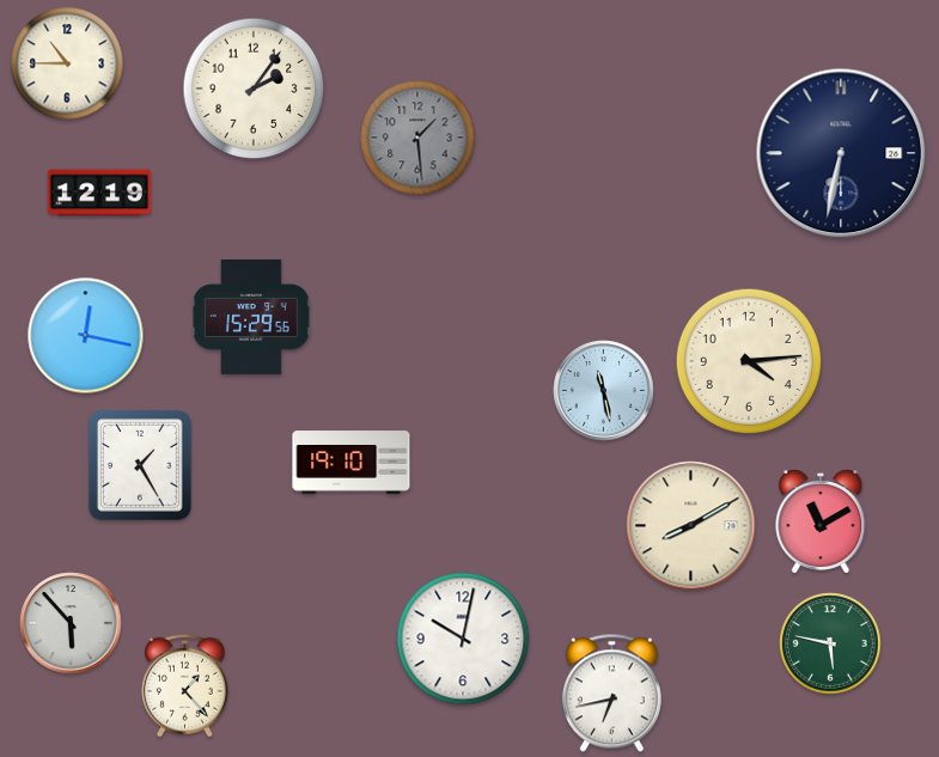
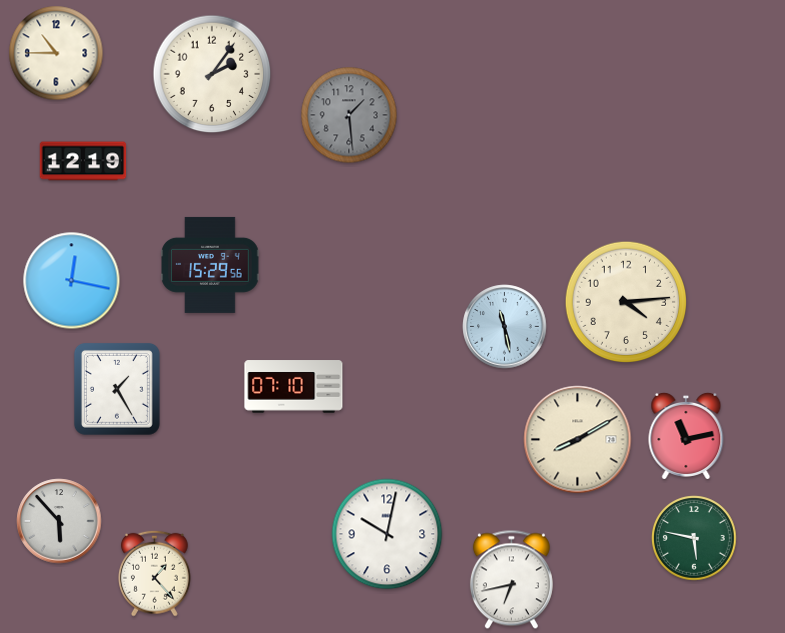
clock at (841, 153): 6:32 -> none
clock at (352, 463): 19:10 -> 07:10
clock at (821, 521): 11:10 -> 11:13
